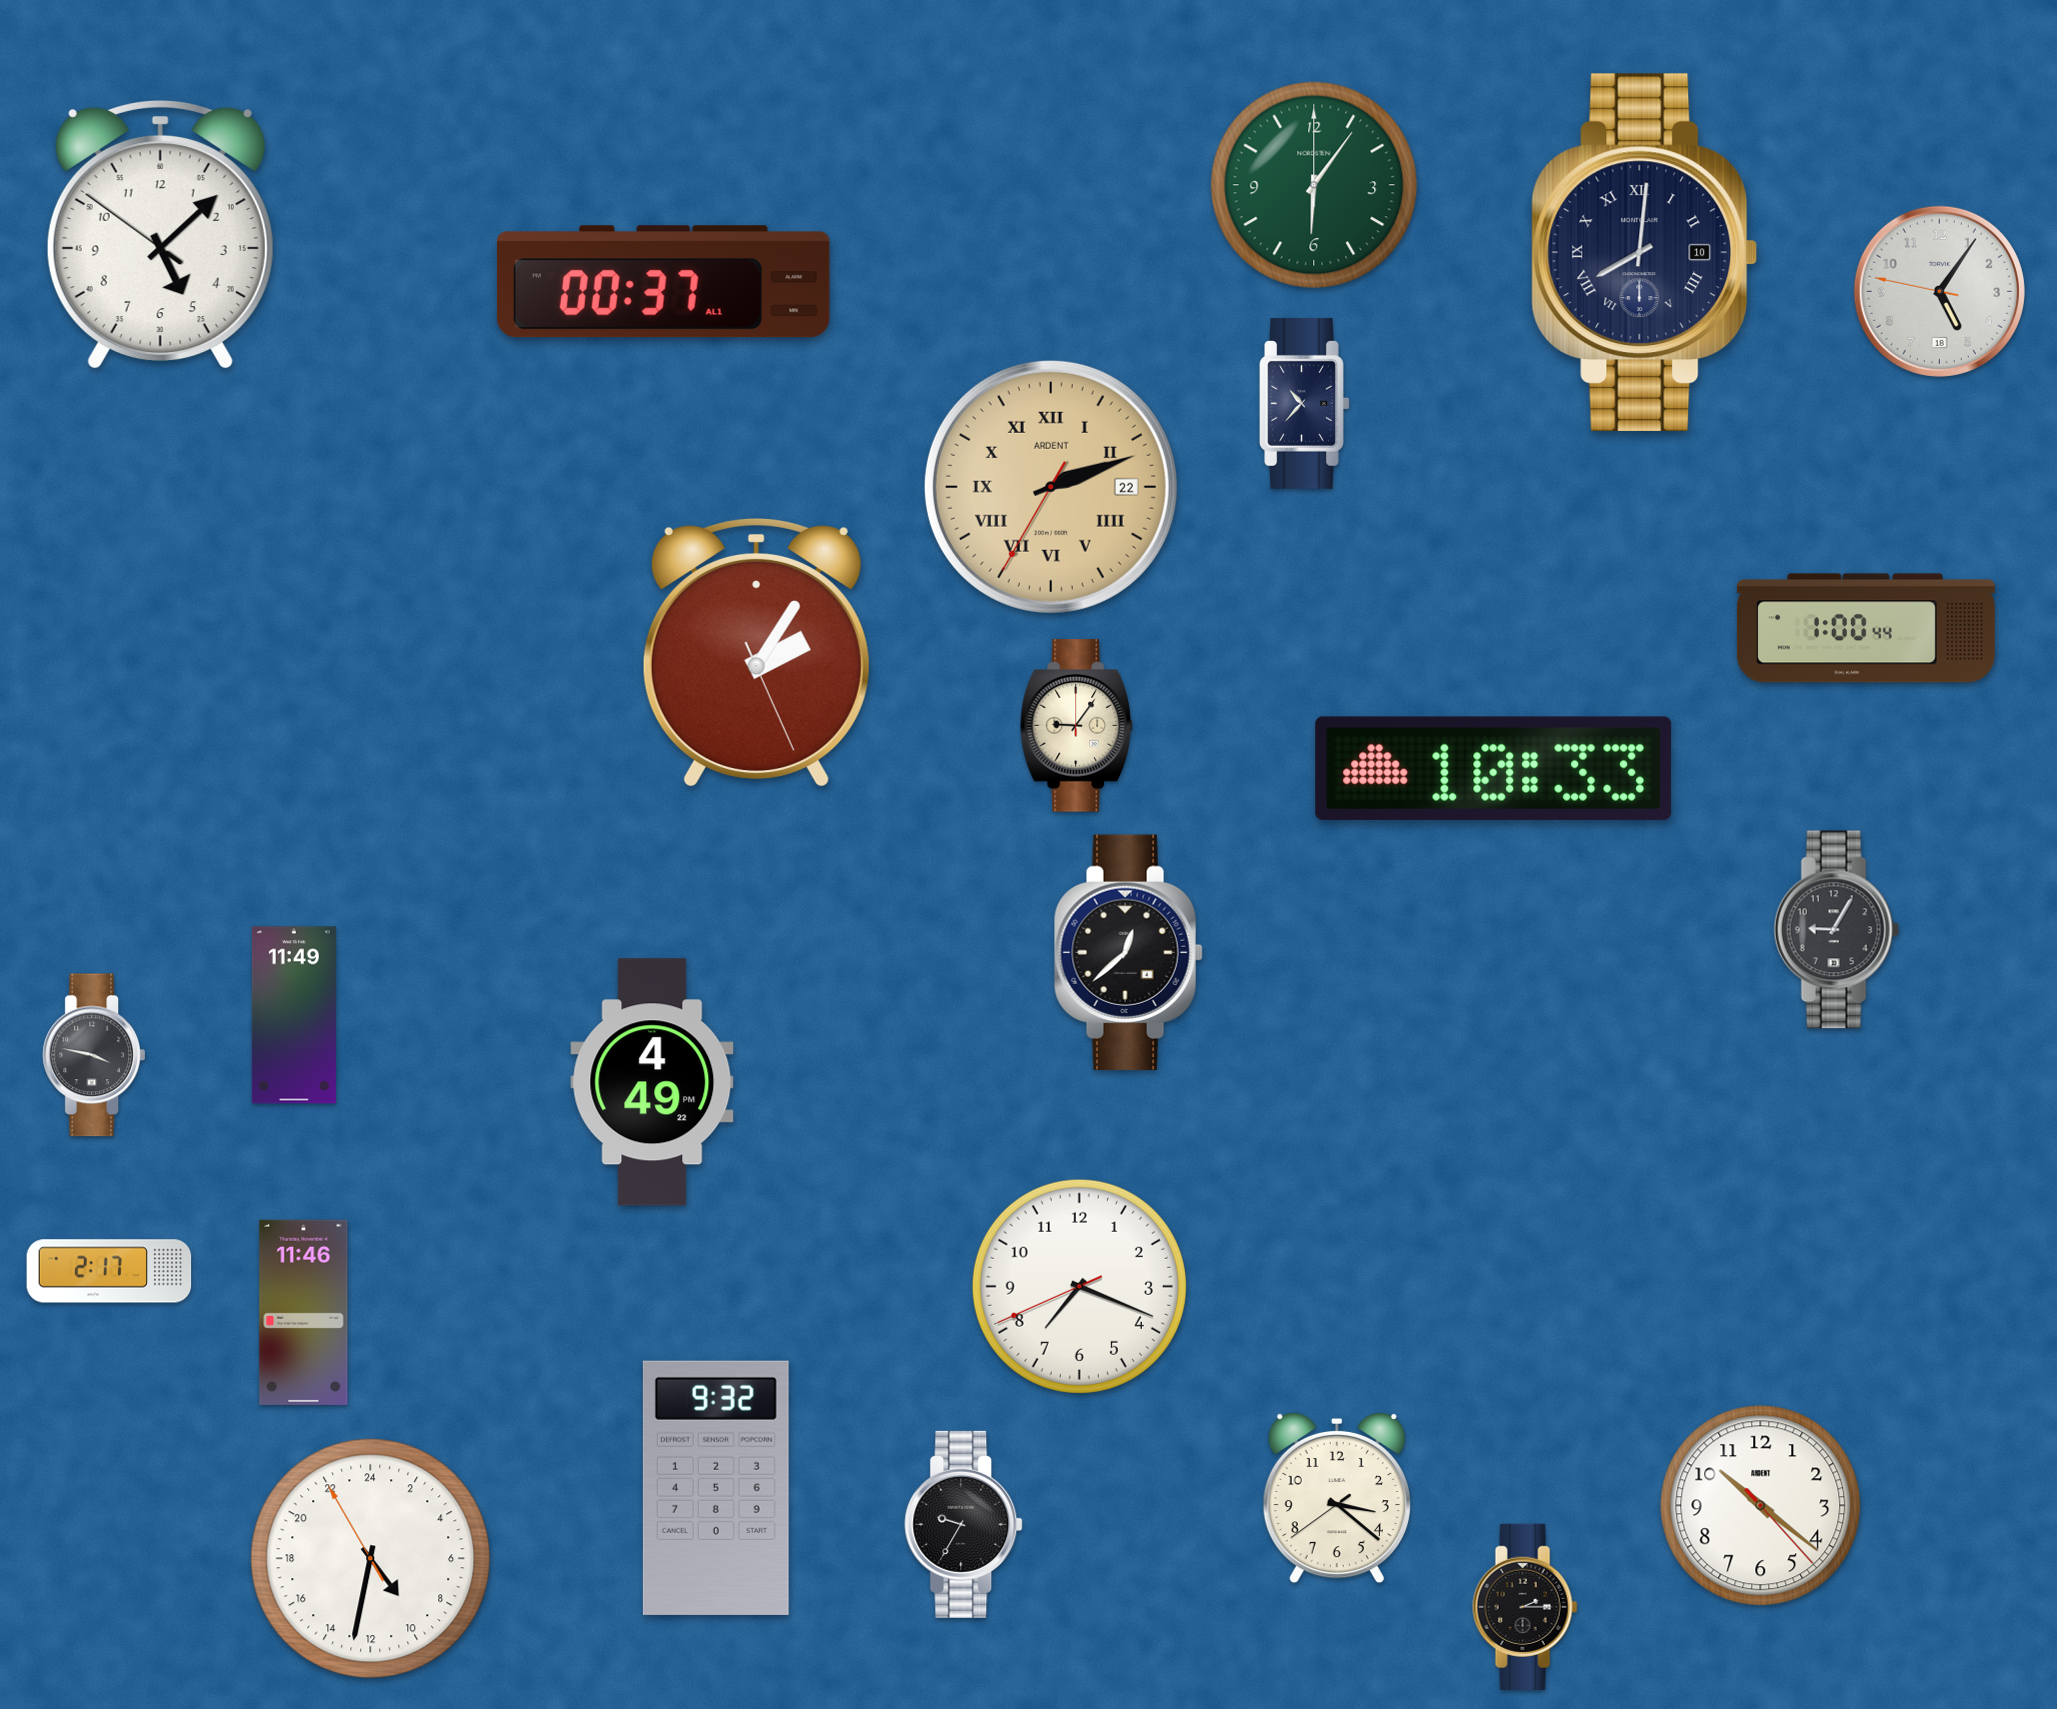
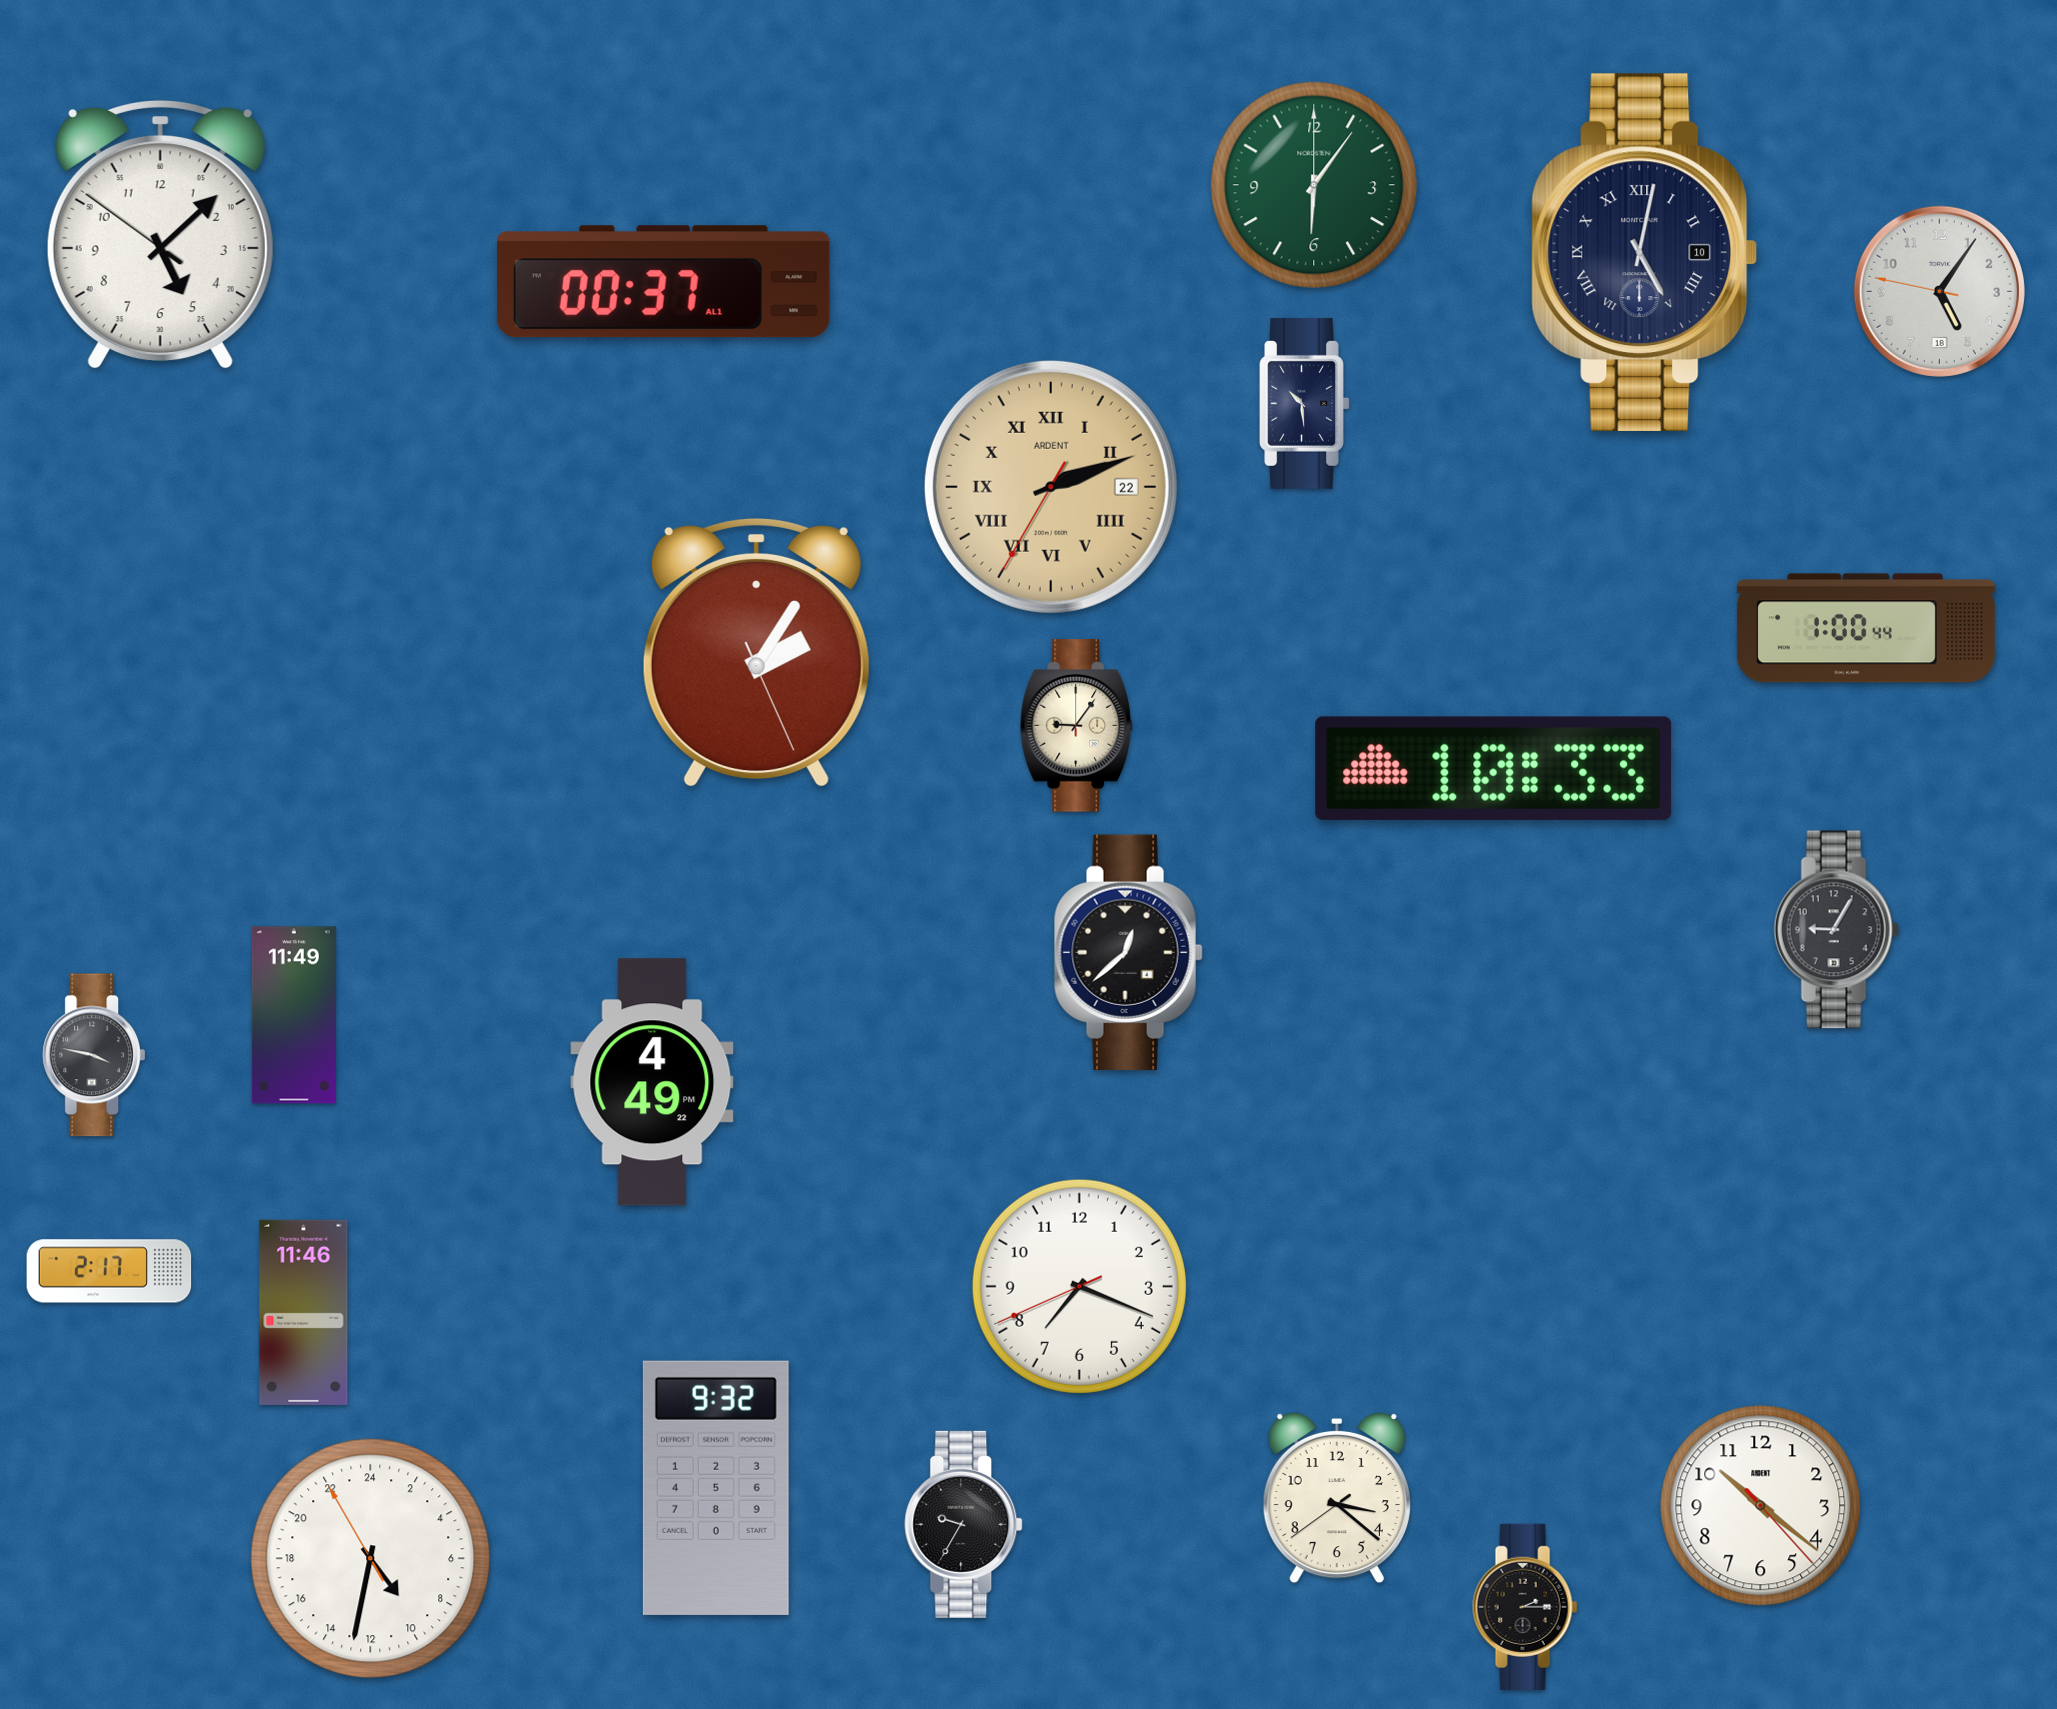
clock at (1645, 252): 8:01 -> 5:02
clock at (1305, 403): 10:37 -> 10:29
